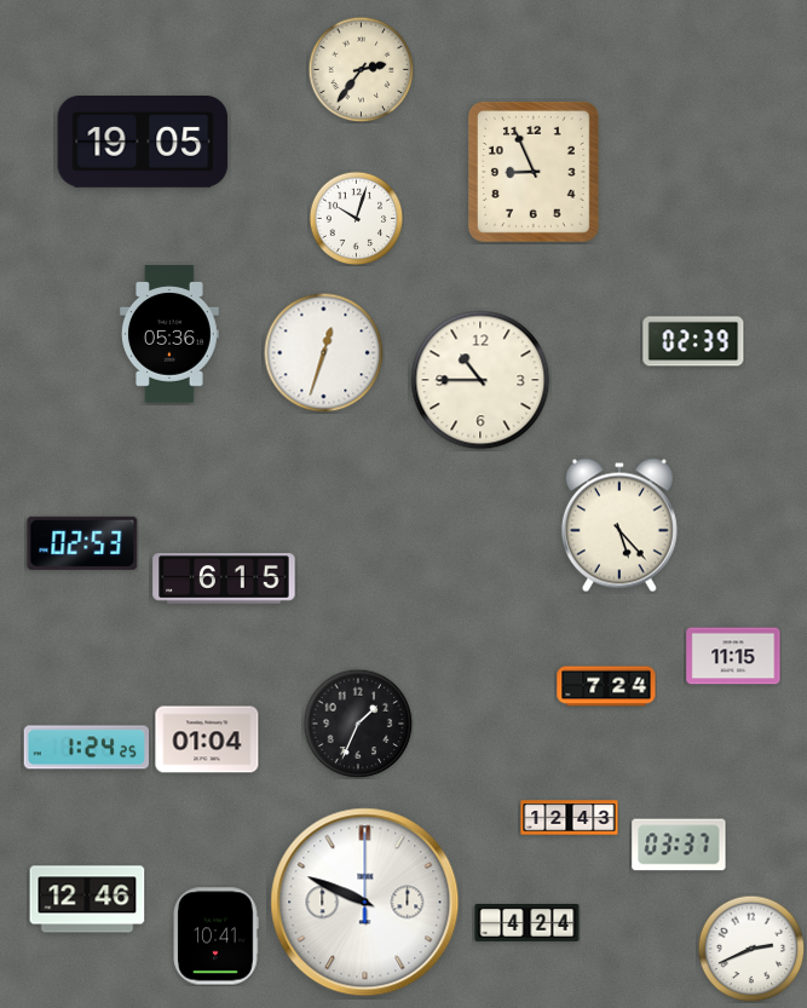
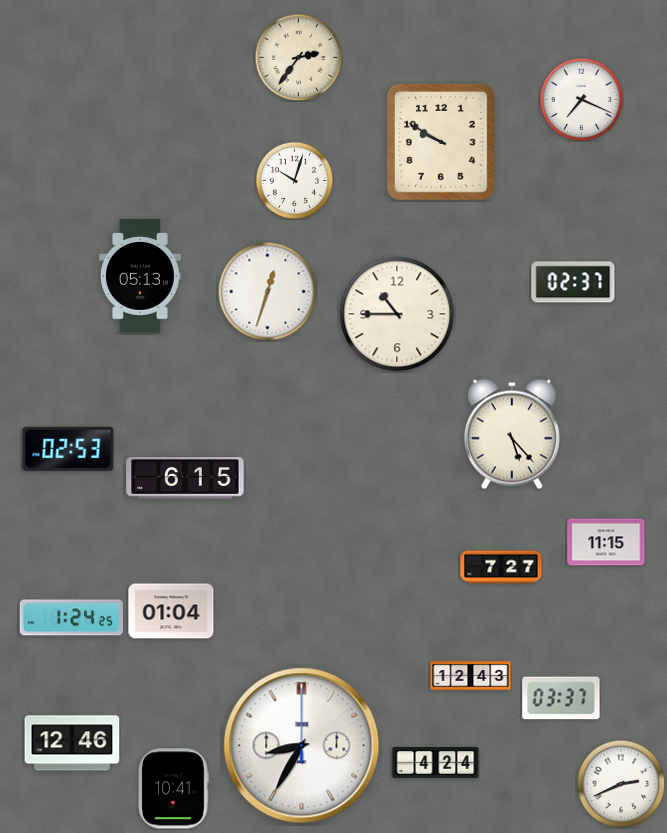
clock at (581, 99): none -> 7:19
clock at (143, 143): 19:05 -> none
clock at (535, 173): 8:56 -> 9:50
clock at (169, 334): 05:36 -> 05:13
clock at (693, 341): 02:39 -> 02:37
clock at (606, 686): 7:24 -> 7:27
clock at (358, 724): 1:34 -> none
clock at (365, 903): 9:49 -> 8:35
clock at (215, 937) position: (215, 937) -> (173, 789)
